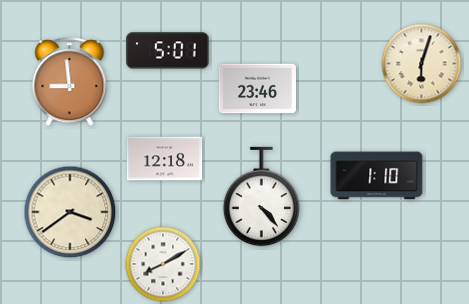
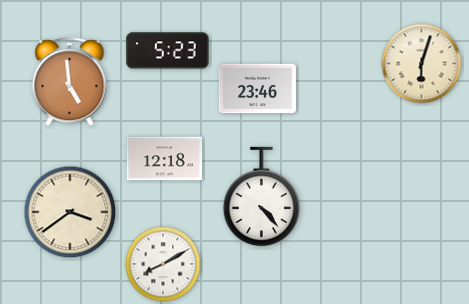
clock at (168, 51): 5:01 -> 5:23
clock at (70, 82): 8:59 -> 4:59
clock at (377, 176): 1:10 -> none
